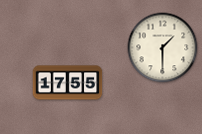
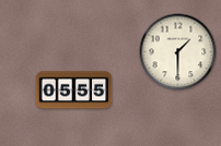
clock at (68, 83): 17:55 -> 05:55
